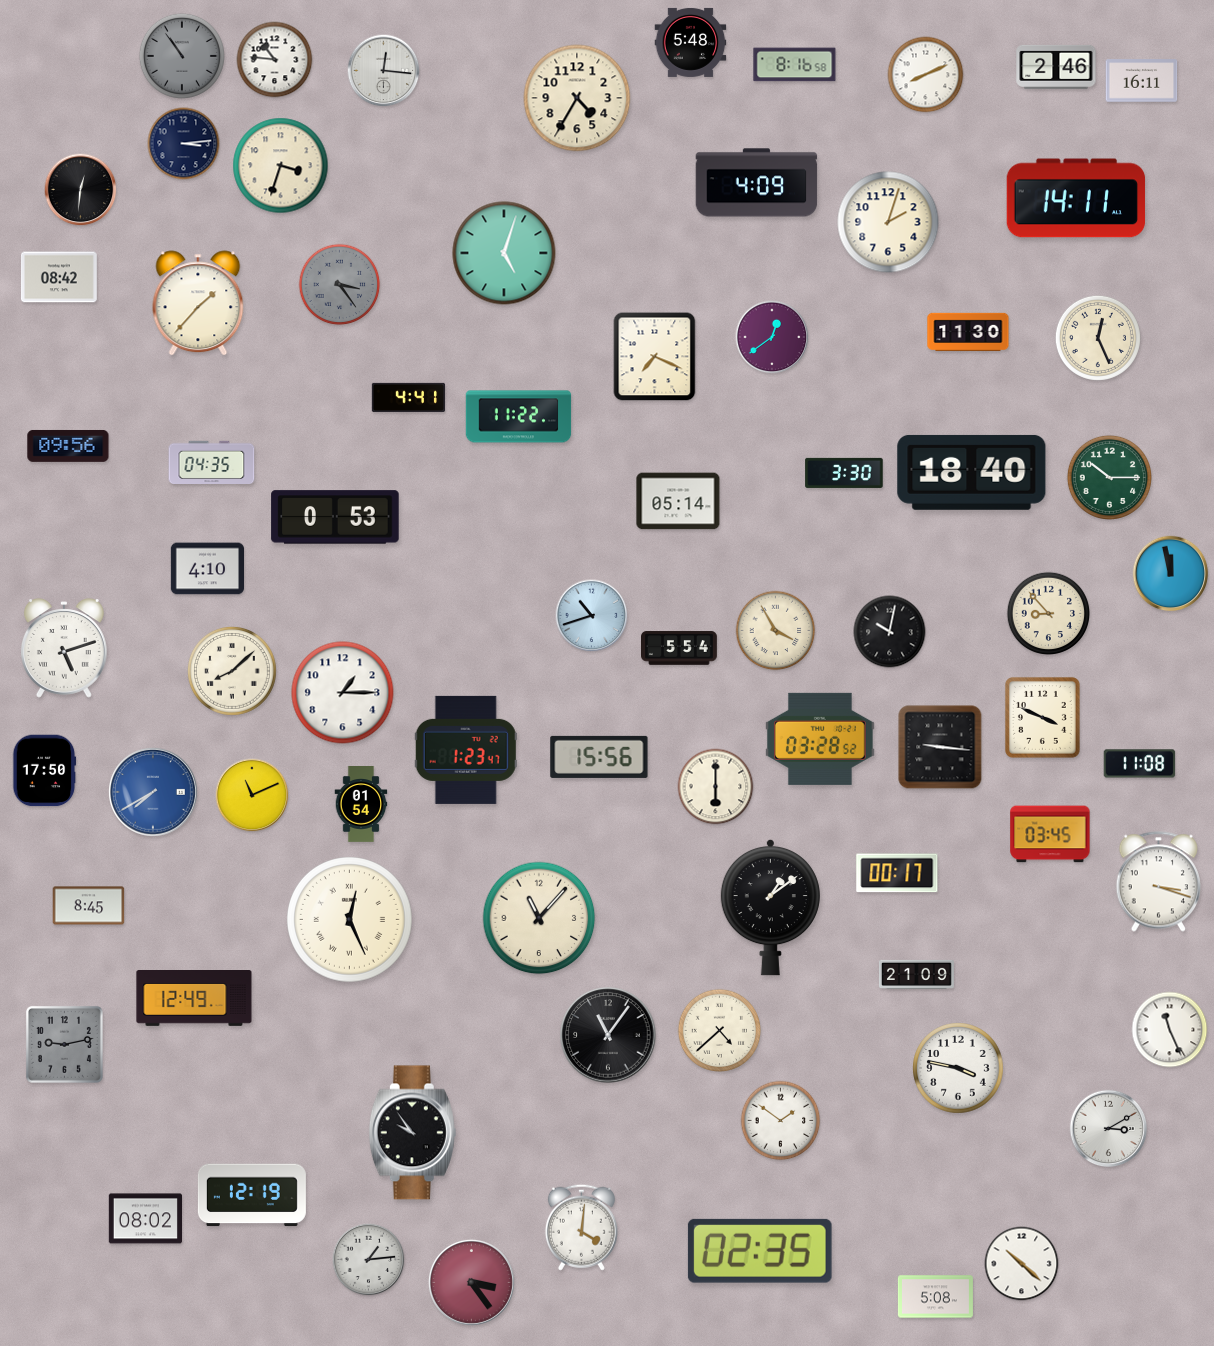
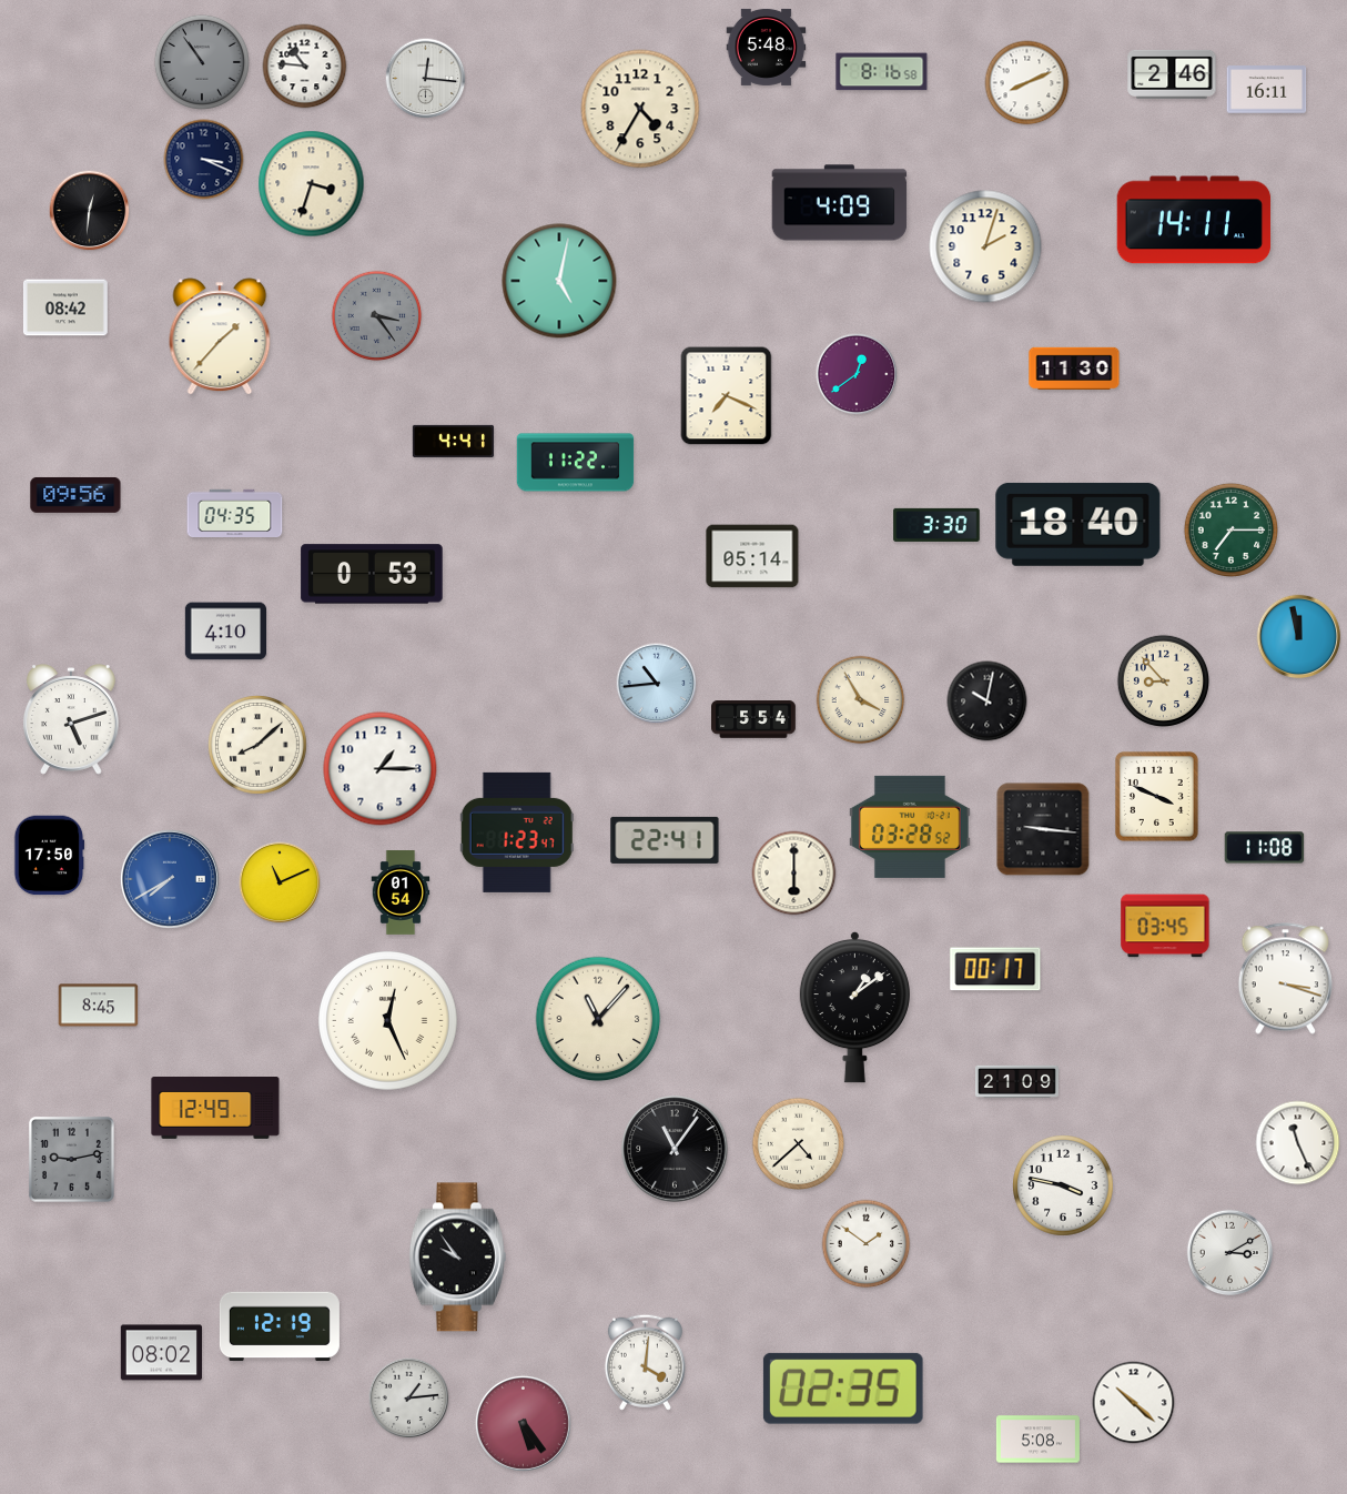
clock at (184, 144): 3:14 -> 3:19
clock at (504, 253): 5:03 -> 5:02
clock at (1098, 338): 12:26 -> none
clock at (1109, 477): 10:15 -> 7:15
clock at (207, 569) position: (207, 569) -> (225, 632)
clock at (592, 616): 10:42 -> 10:44
clock at (820, 739) position: (820, 739) -> (910, 827)
clock at (599, 757): 15:56 -> 22:41
clock at (471, 1282): 3:24 -> 5:24
